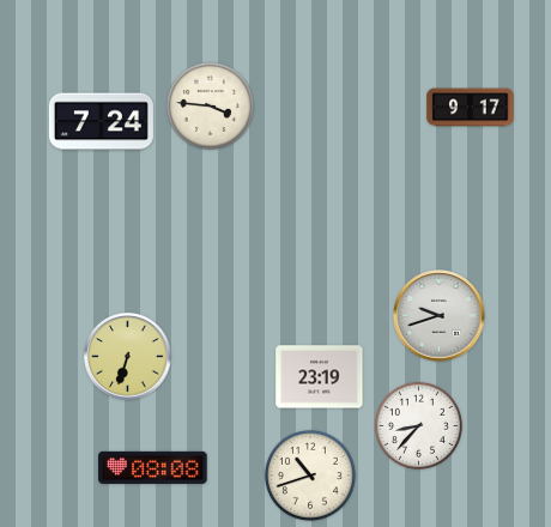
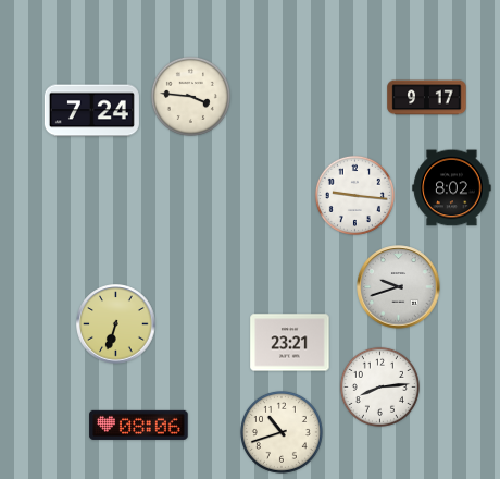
clock at (452, 188): none -> 8:02
clock at (354, 195): none -> 9:16
clock at (320, 377): 23:19 -> 23:21
clock at (418, 425): 8:37 -> 8:14
clock at (153, 467): 08:08 -> 08:06
